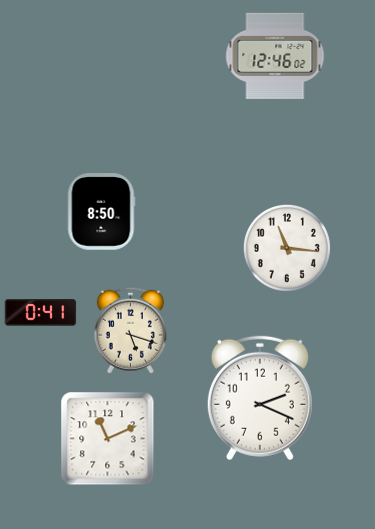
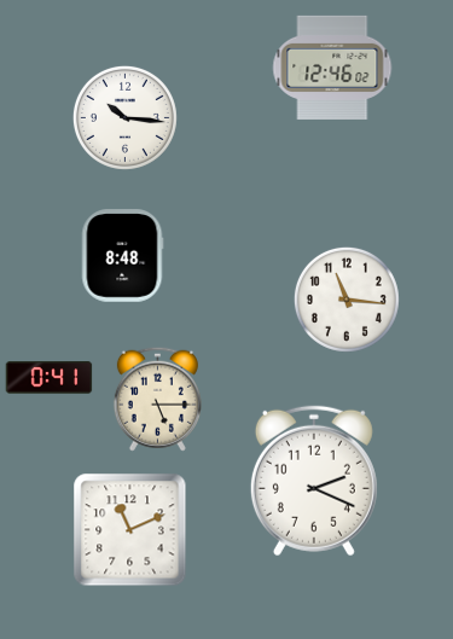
clock at (124, 117): none -> 10:16
clock at (101, 212): 8:50 -> 8:48
clock at (130, 330): 5:18 -> 5:15
